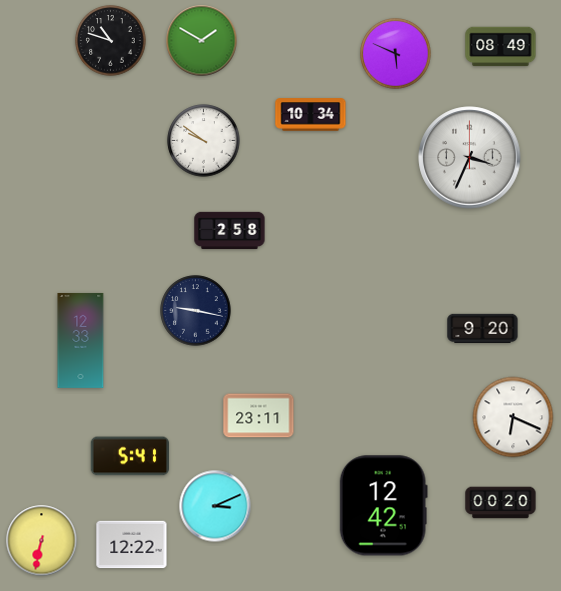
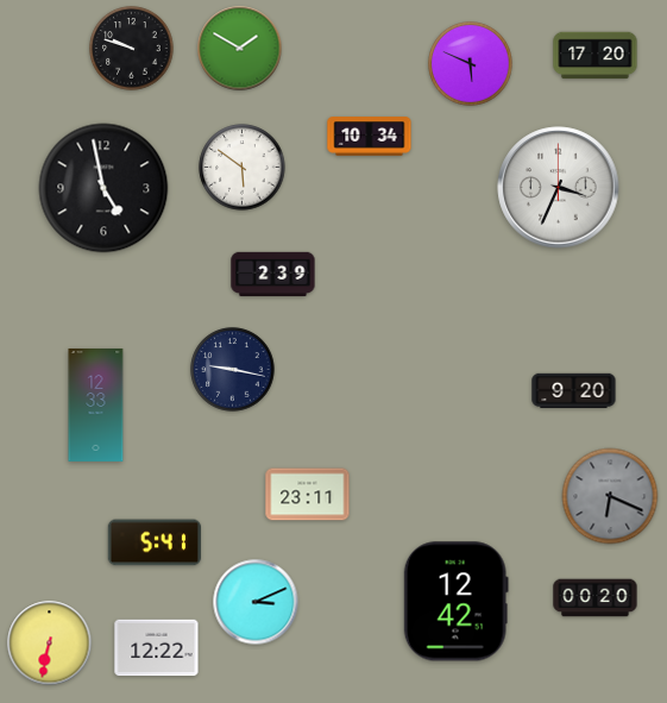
clock at (111, 41): 10:48 -> 9:48
clock at (501, 47): 08:49 -> 17:20
clock at (204, 141): 9:51 -> 5:51
clock at (103, 188): none -> 4:58
clock at (230, 231): 2:58 -> 2:39
clock at (513, 417) dial: white -> grey
